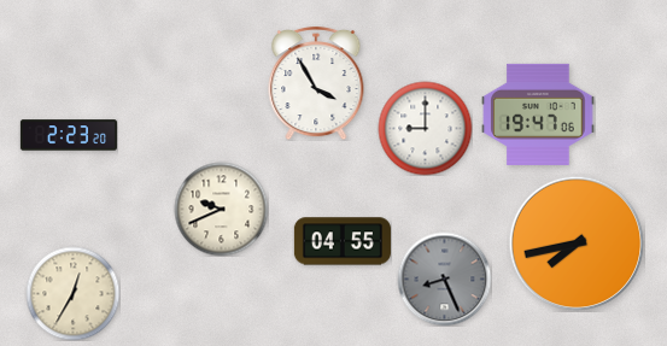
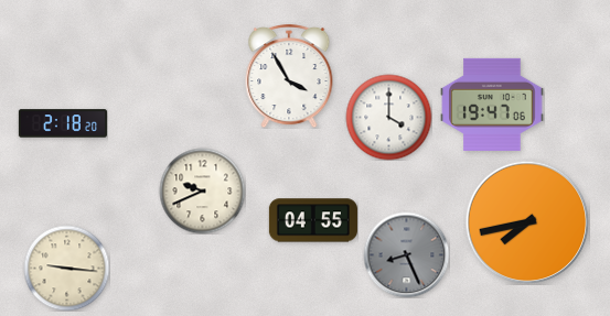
clock at (425, 128): 9:00 -> 4:00
clock at (69, 135): 2:23 -> 2:18
clock at (72, 293): 12:35 -> 9:16
